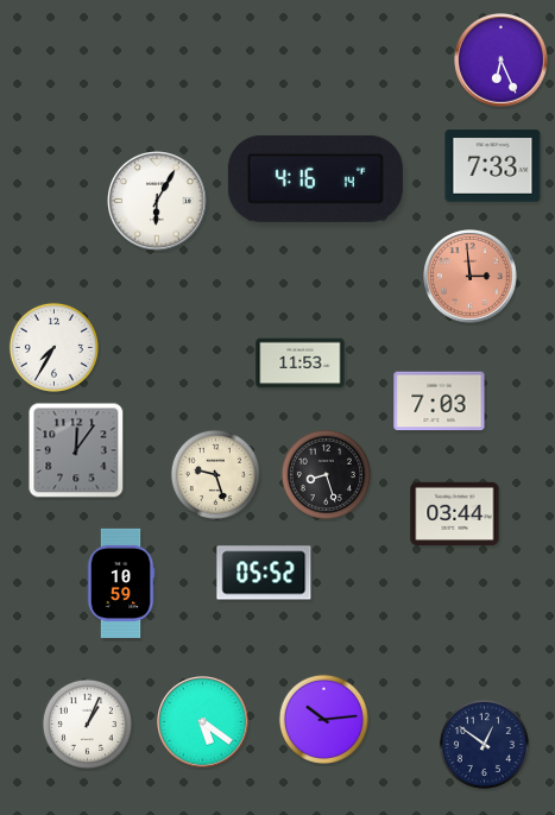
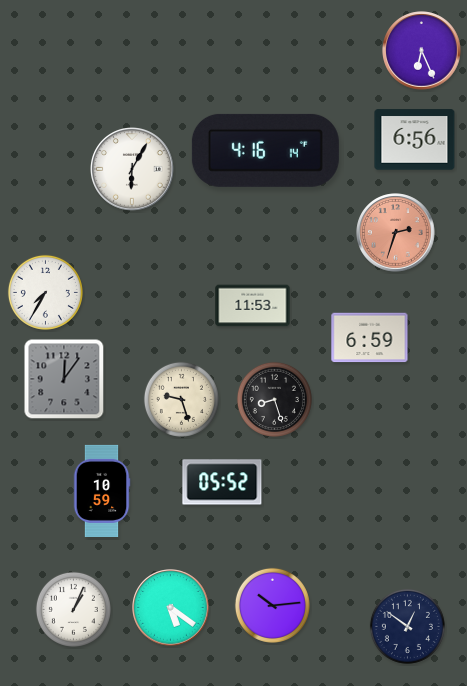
clock at (493, 166): 7:33 -> 6:56
clock at (471, 277): 2:59 -> 2:33
clock at (440, 402): 7:03 -> 6:59
clock at (455, 514): 03:44 -> none
